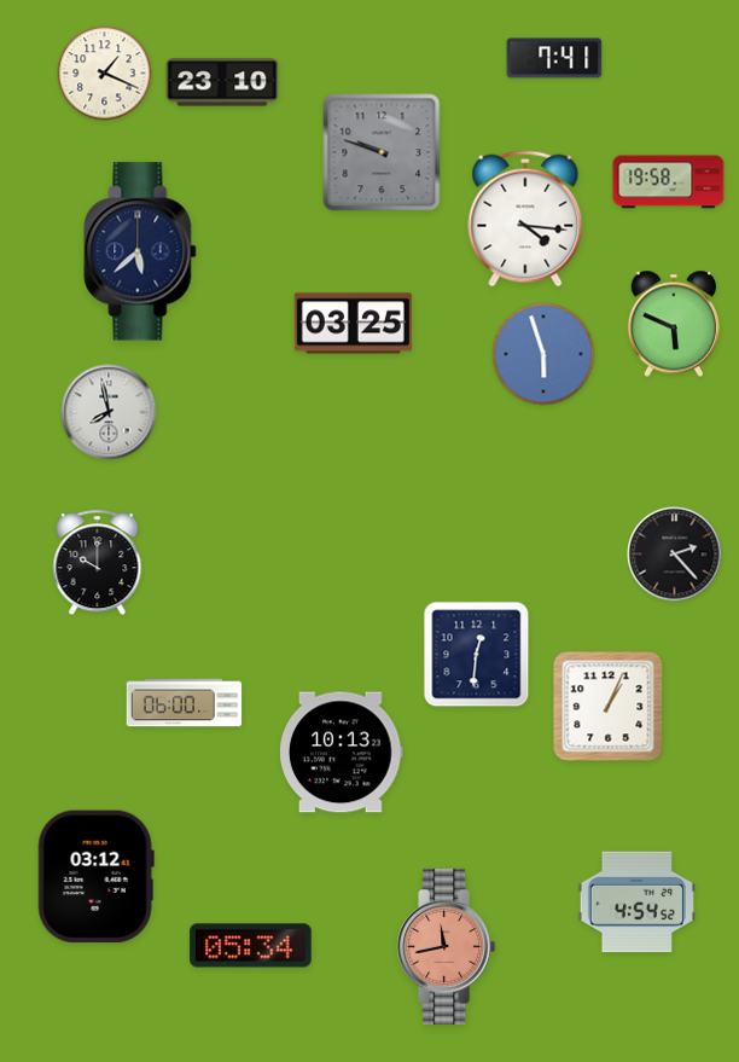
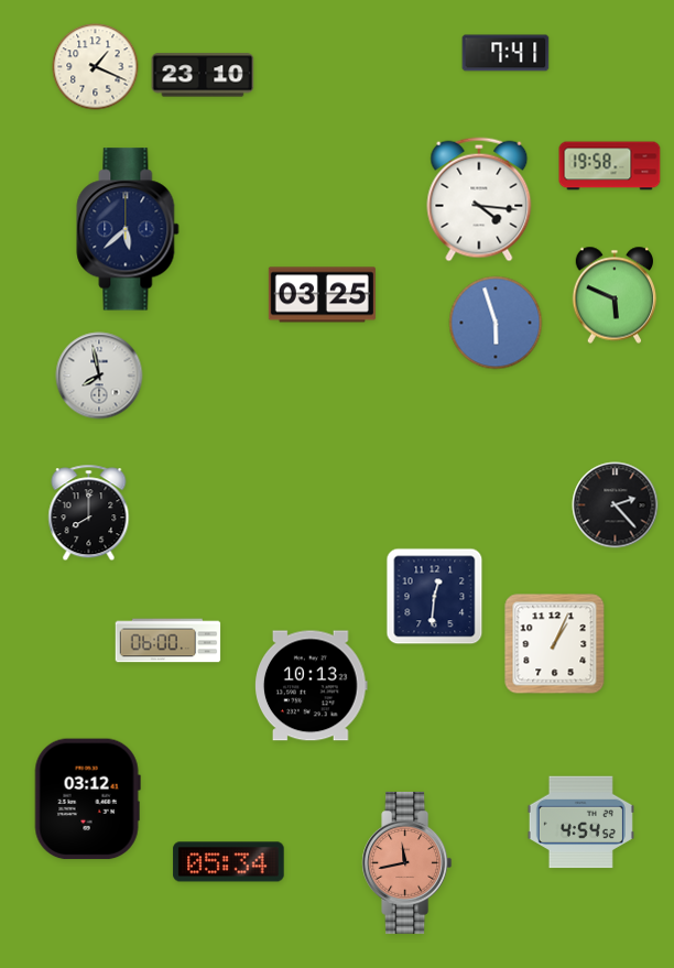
clock at (382, 152): 9:48 -> none
clock at (98, 563): 10:00 -> 8:00
